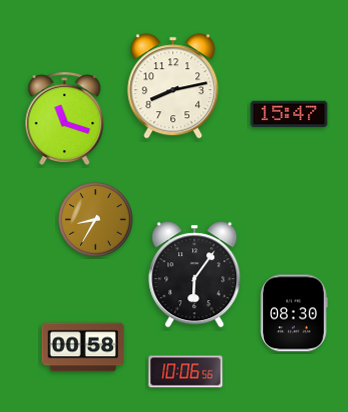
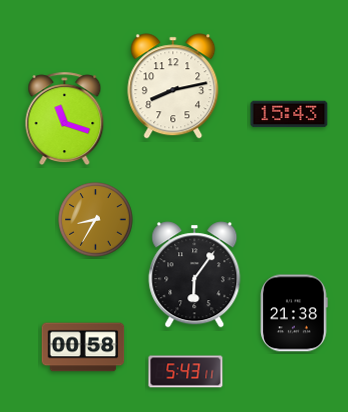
clock at (289, 114): 15:47 -> 15:43
clock at (294, 313): 08:30 -> 21:38
clock at (186, 372): 10:06 -> 5:43
